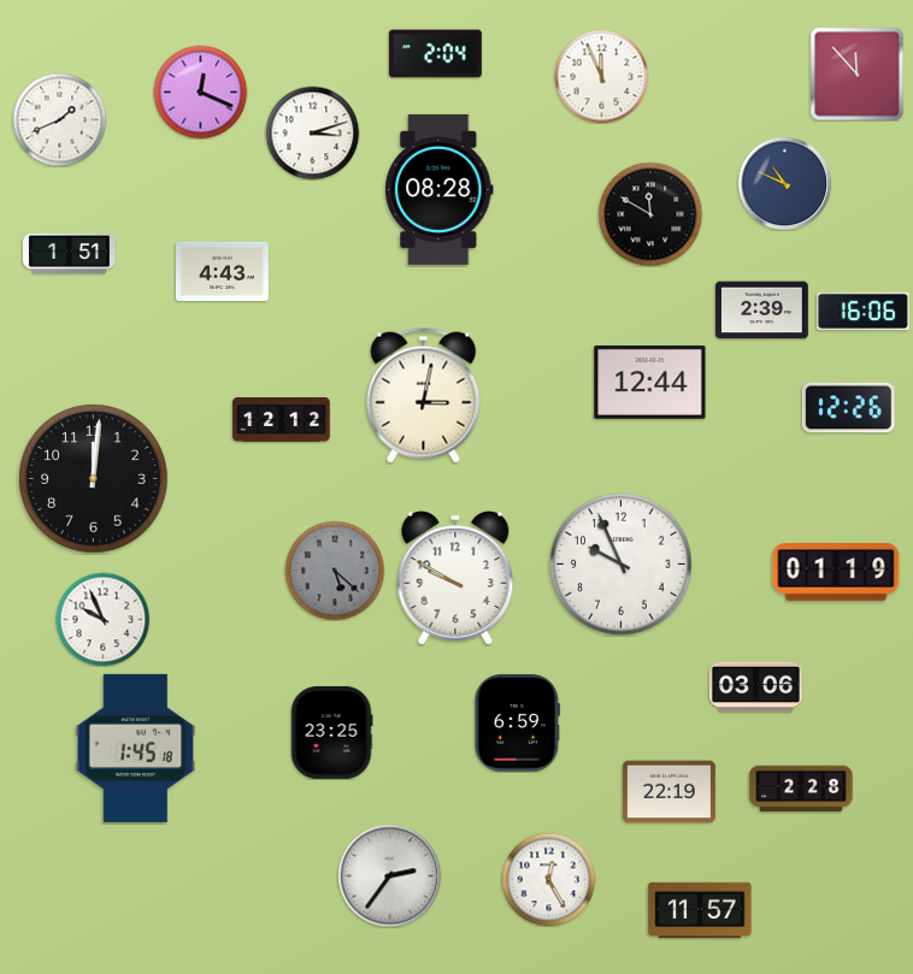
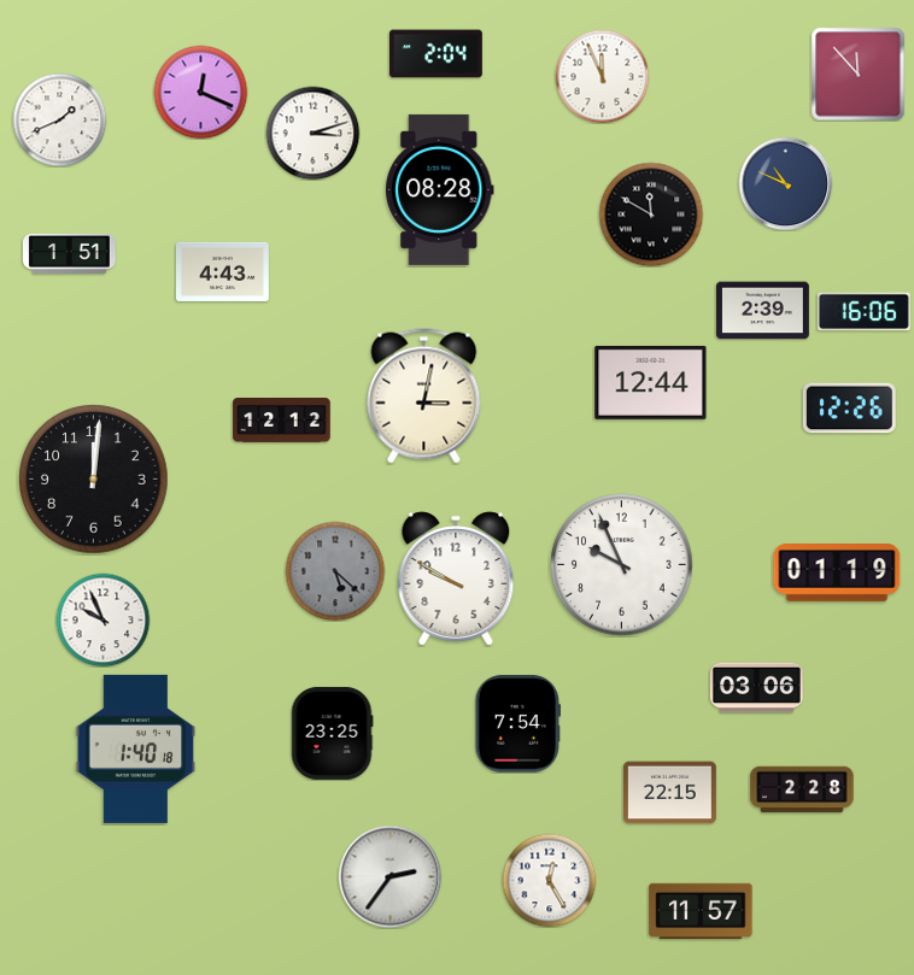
clock at (517, 724): 6:59 -> 7:54
clock at (136, 748): 1:45 -> 1:40
clock at (668, 792): 22:19 -> 22:15
